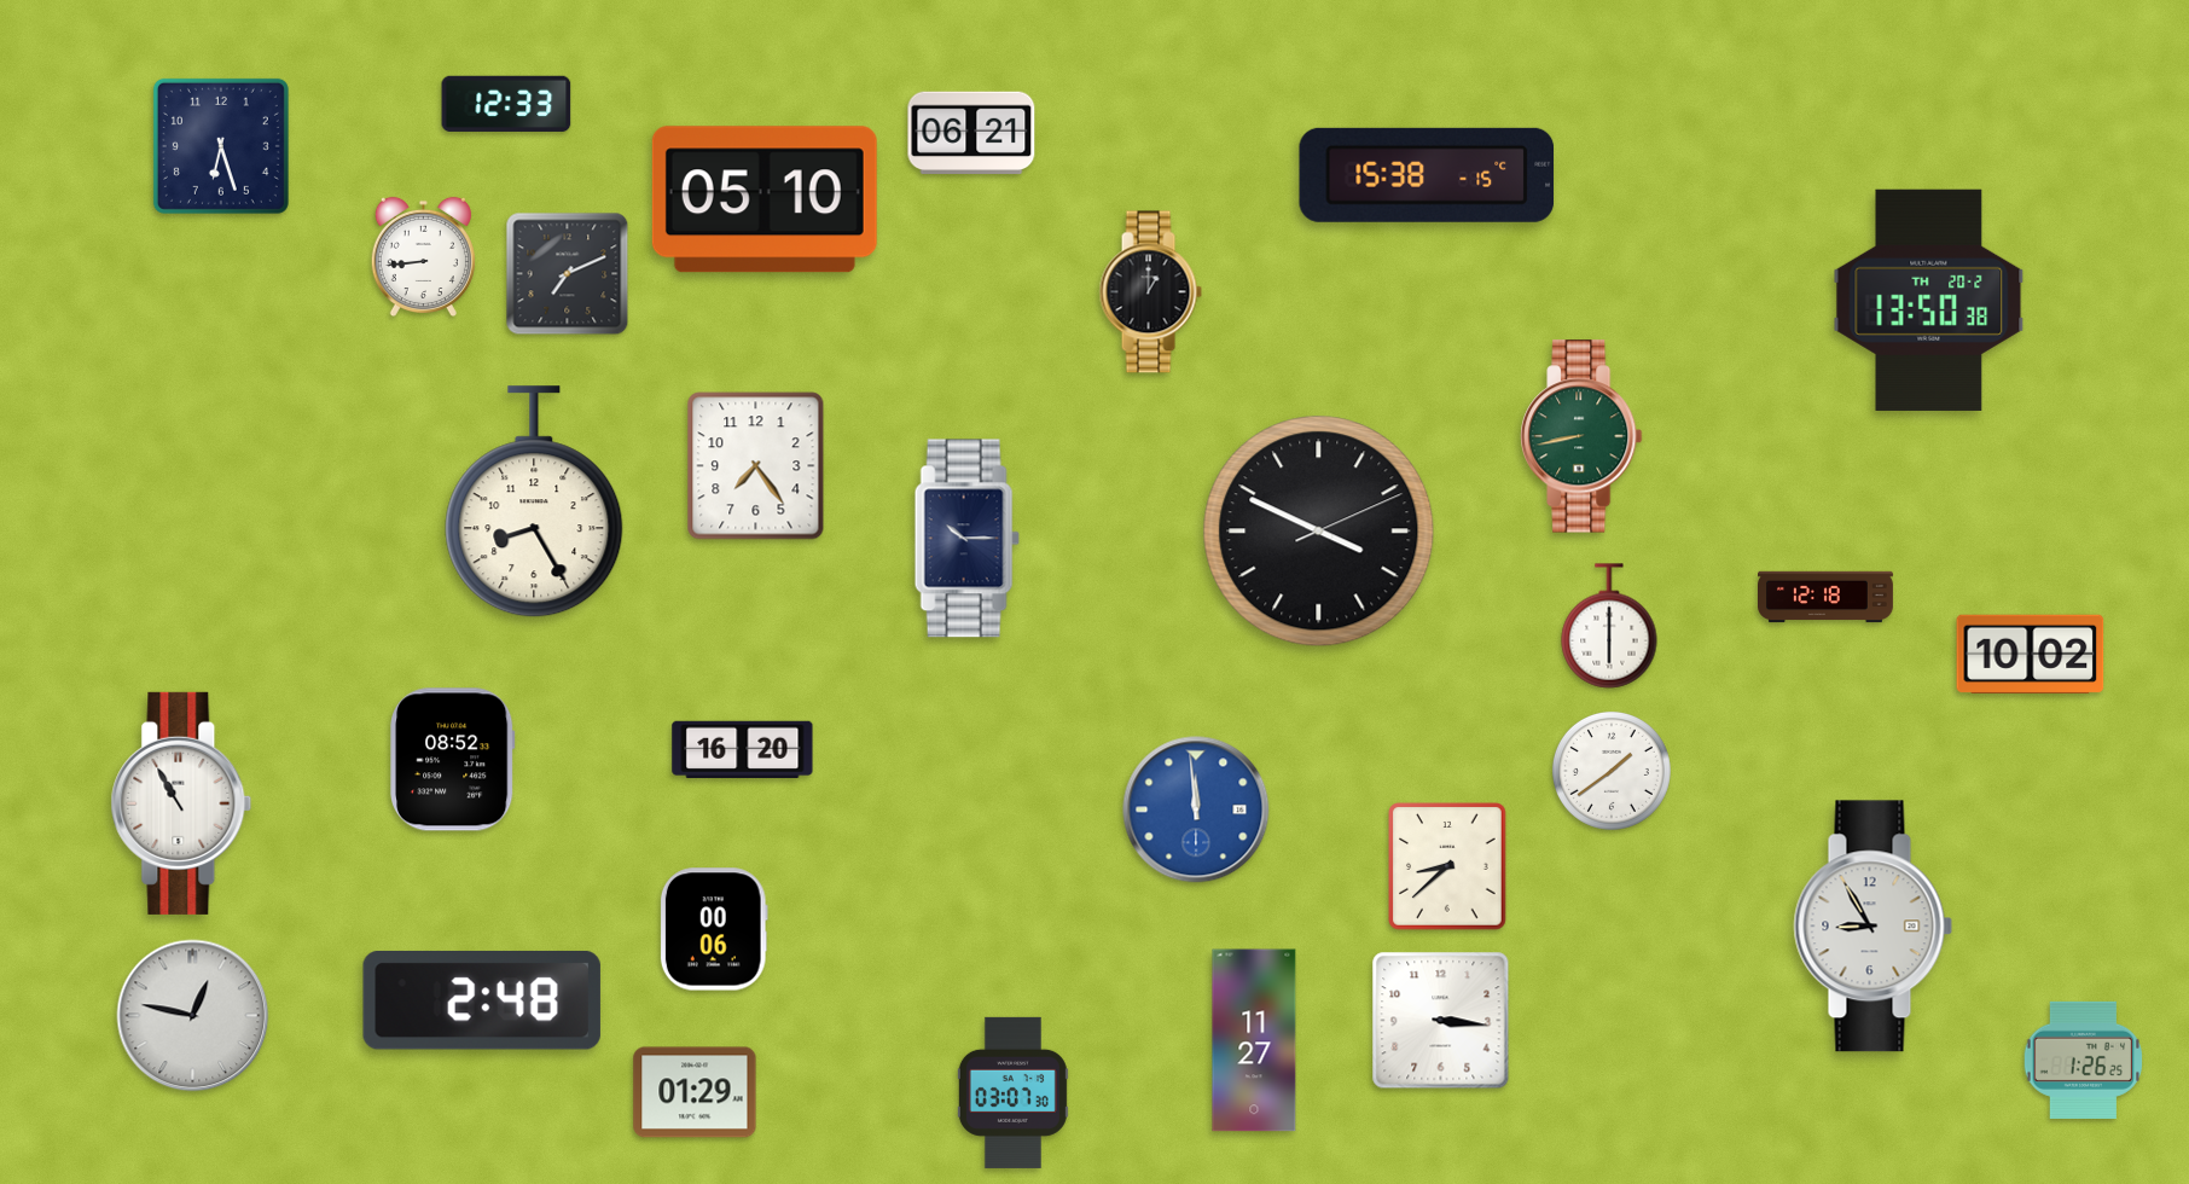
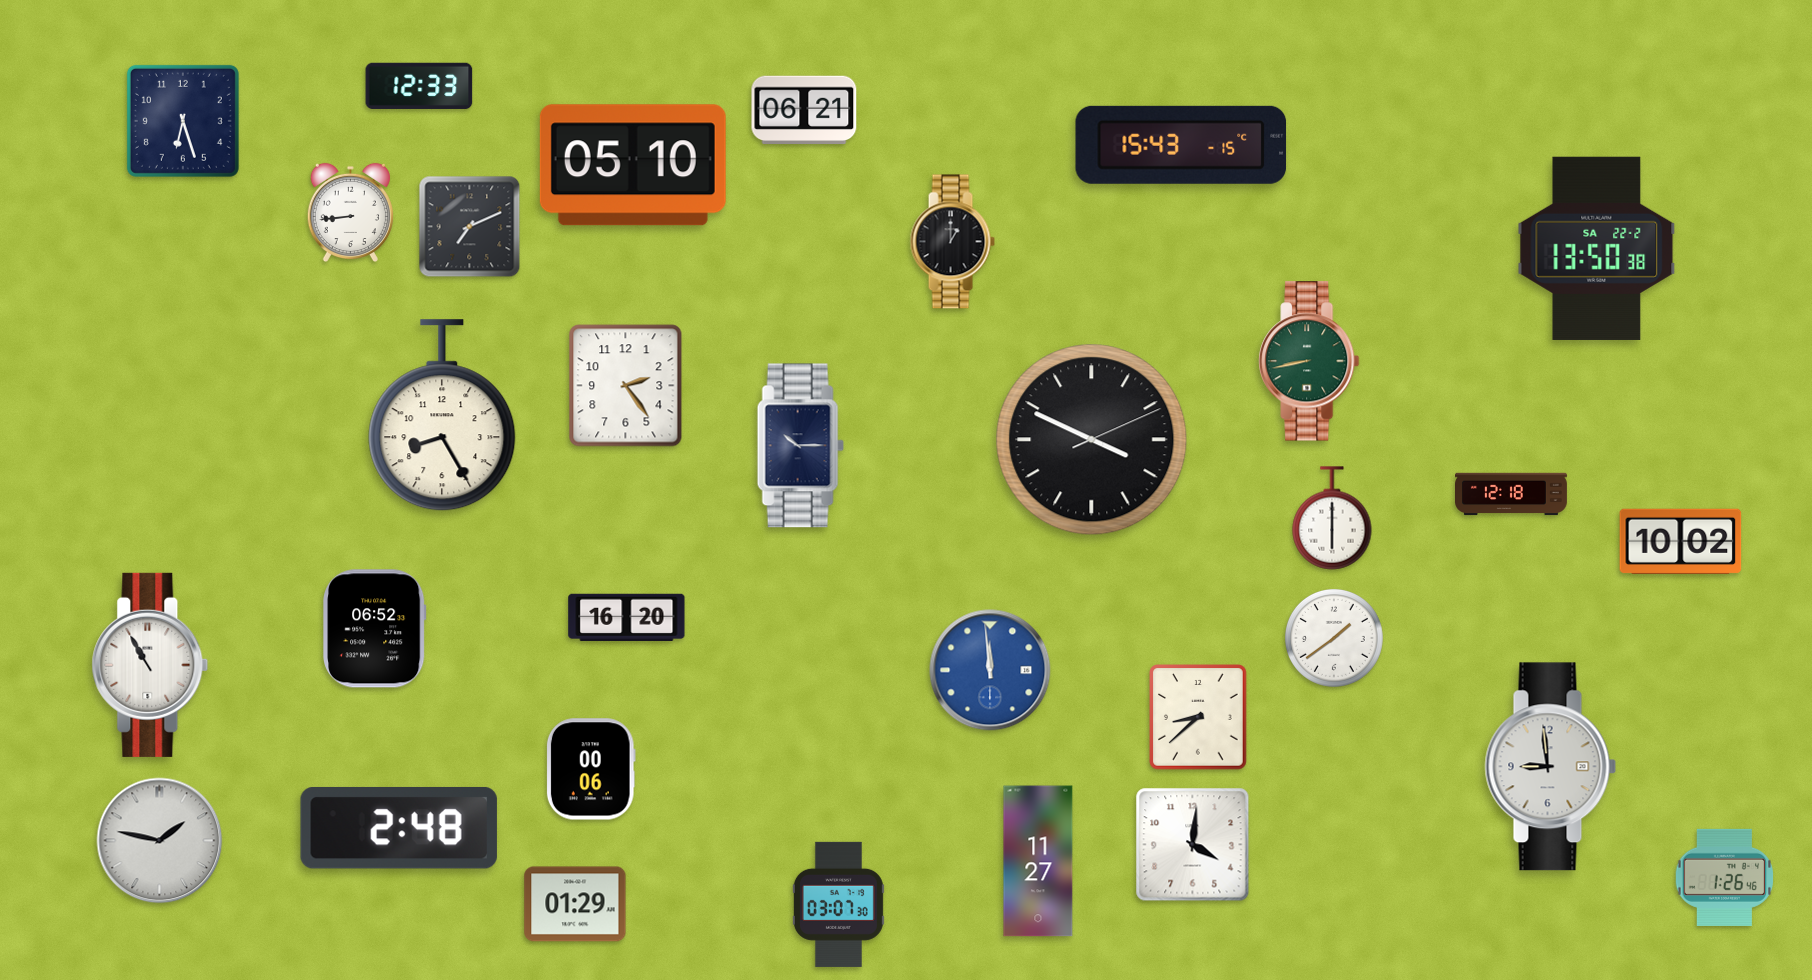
clock at (1427, 175): 15:38 -> 15:43
clock at (1929, 300) date: TH 20-2 -> SA 22-2
clock at (756, 466): 7:24 -> 2:24
clock at (743, 749) position: (743, 749) -> (627, 617)
clock at (453, 760): 08:52 -> 06:52
clock at (1874, 927): 8:55 -> 8:59
clock at (193, 1016): 12:47 -> 1:47
clock at (1441, 1021): 3:16 -> 4:01
clock at (2084, 1060): 1:26:25 -> 1:26:46
